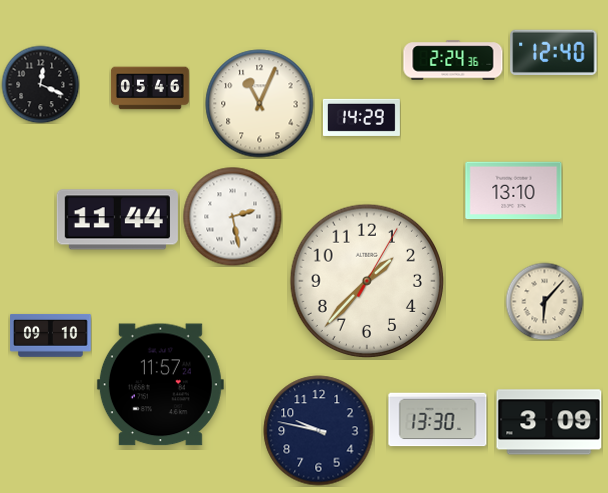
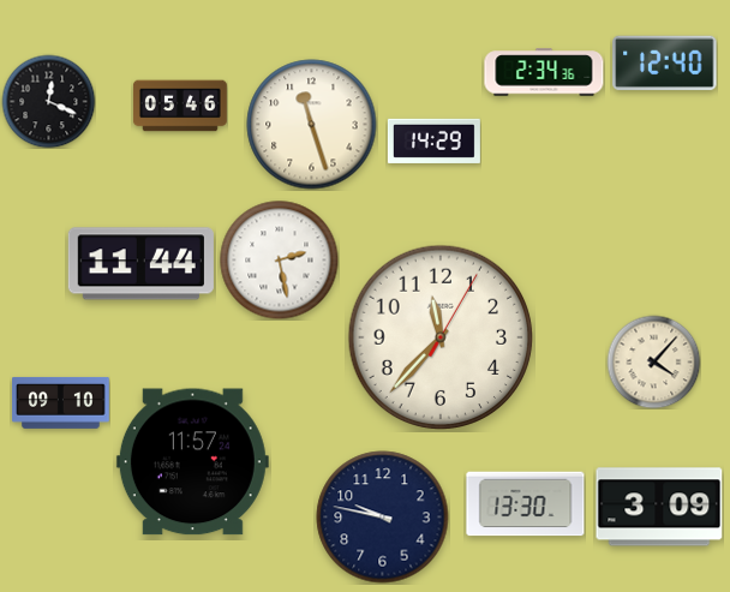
clock at (453, 60): 2:24 -> 2:34
clock at (260, 104): 11:04 -> 11:27
clock at (514, 191): 13:10 -> none
clock at (367, 281): 1:37 -> 11:37
clock at (544, 301): 6:07 -> 4:07
